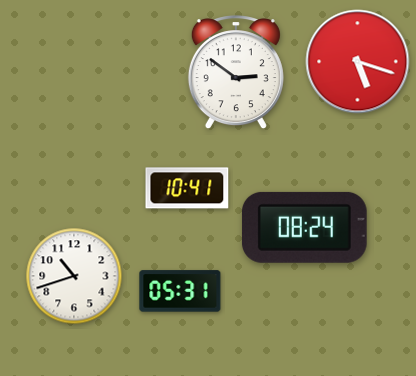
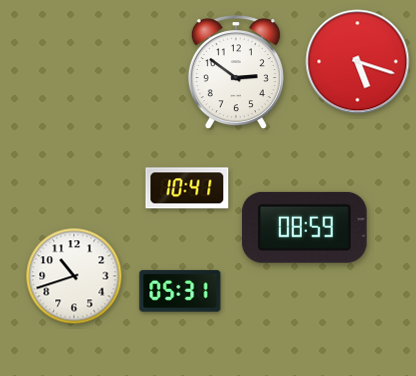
clock at (304, 227): 08:24 -> 08:59
